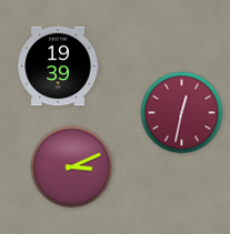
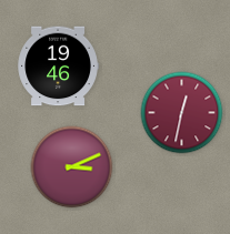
clock at (58, 67): 19:39 -> 19:46
